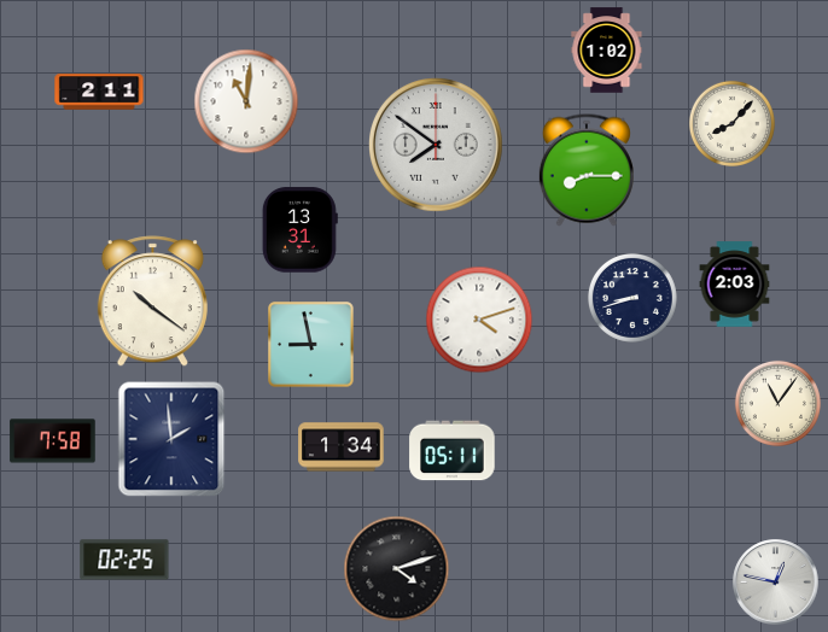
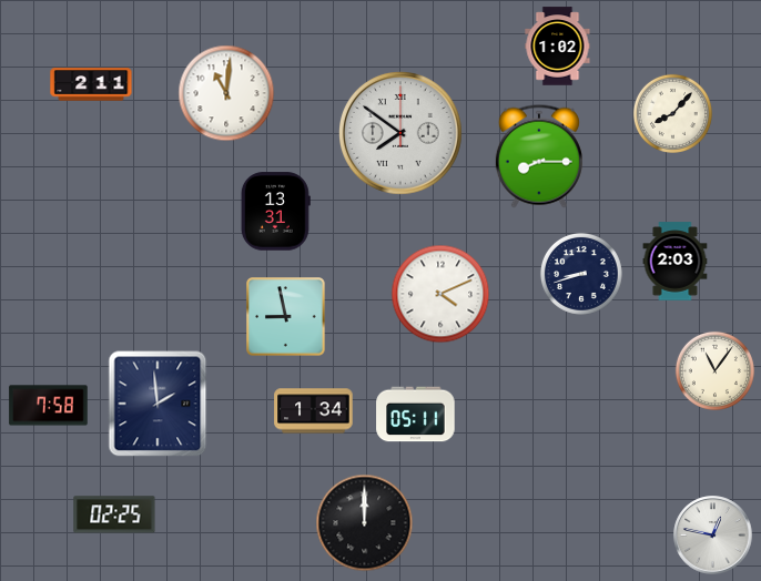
clock at (152, 302): 10:21 -> none
clock at (479, 320): 4:12 -> 4:11
clock at (397, 569): 4:12 -> 12:00
